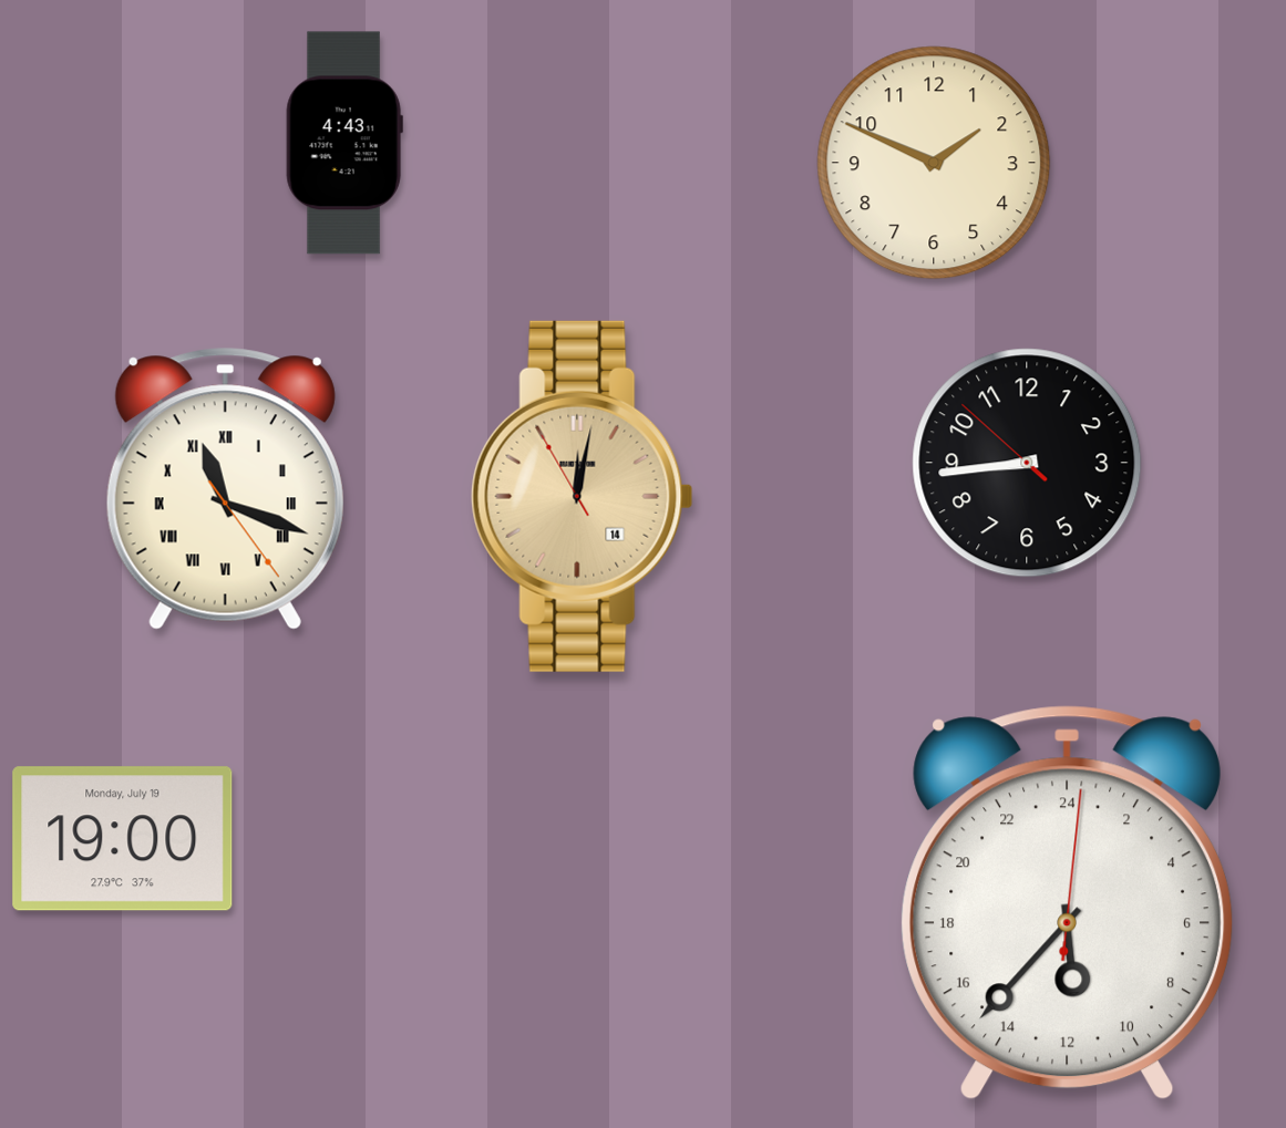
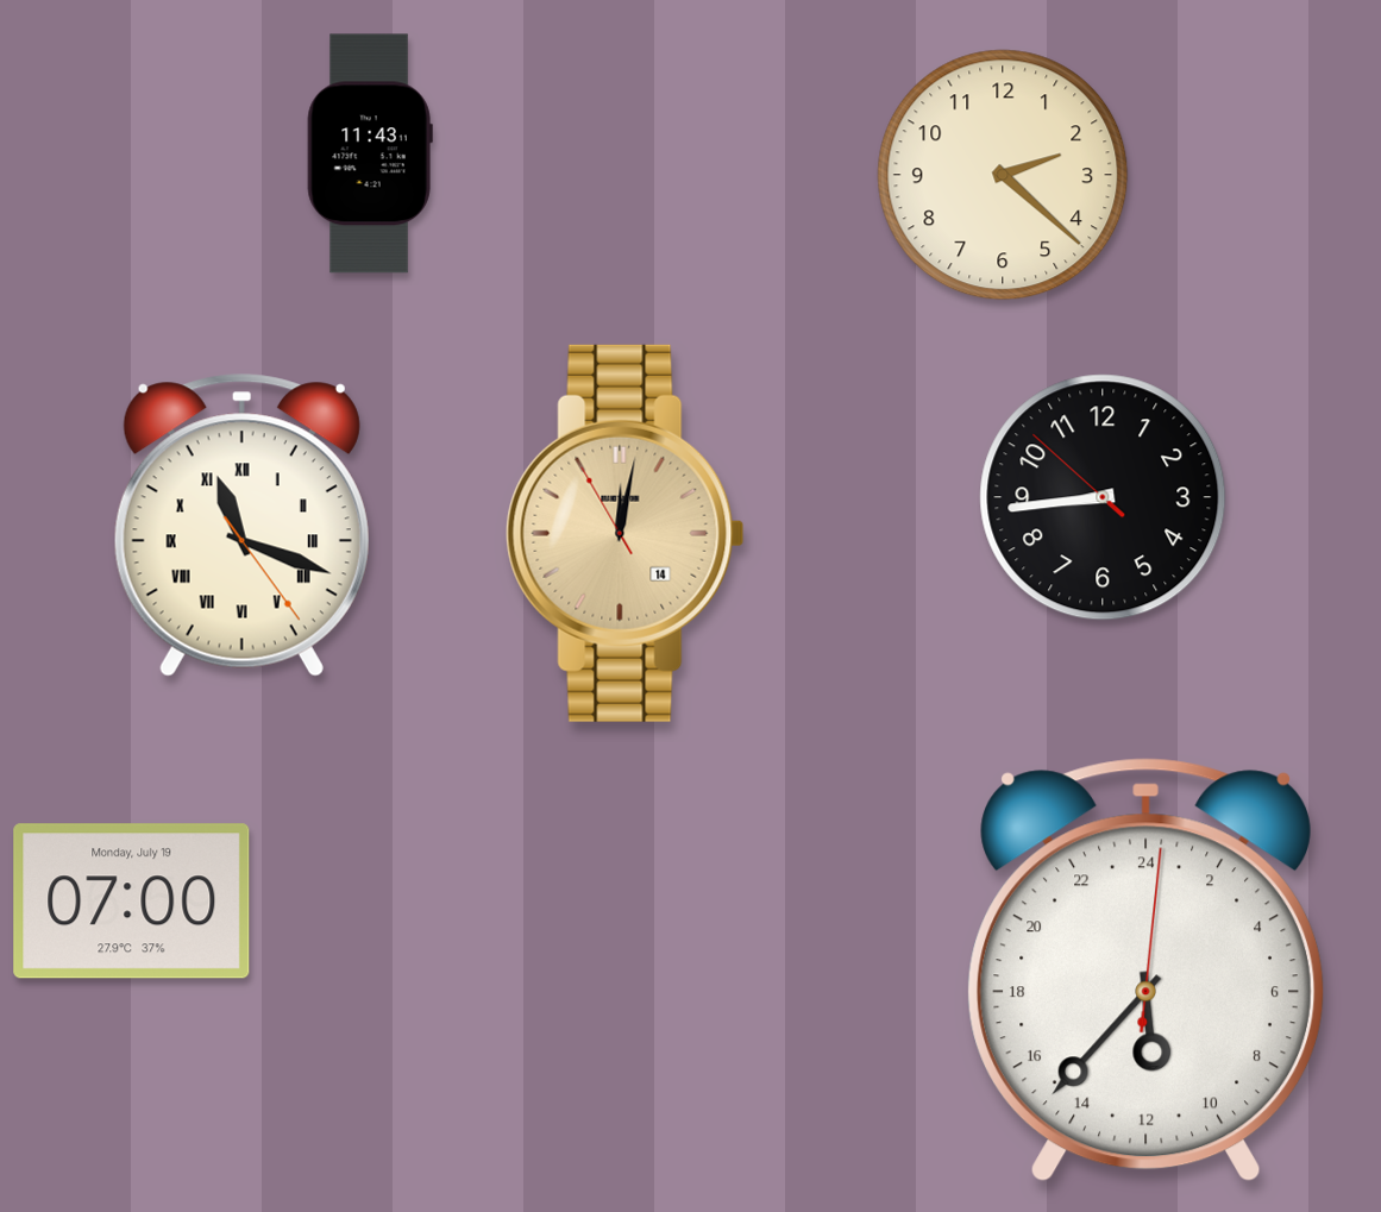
clock at (344, 143): 4:43 -> 11:43
clock at (934, 163): 1:49 -> 2:22
clock at (123, 839): 19:00 -> 07:00
